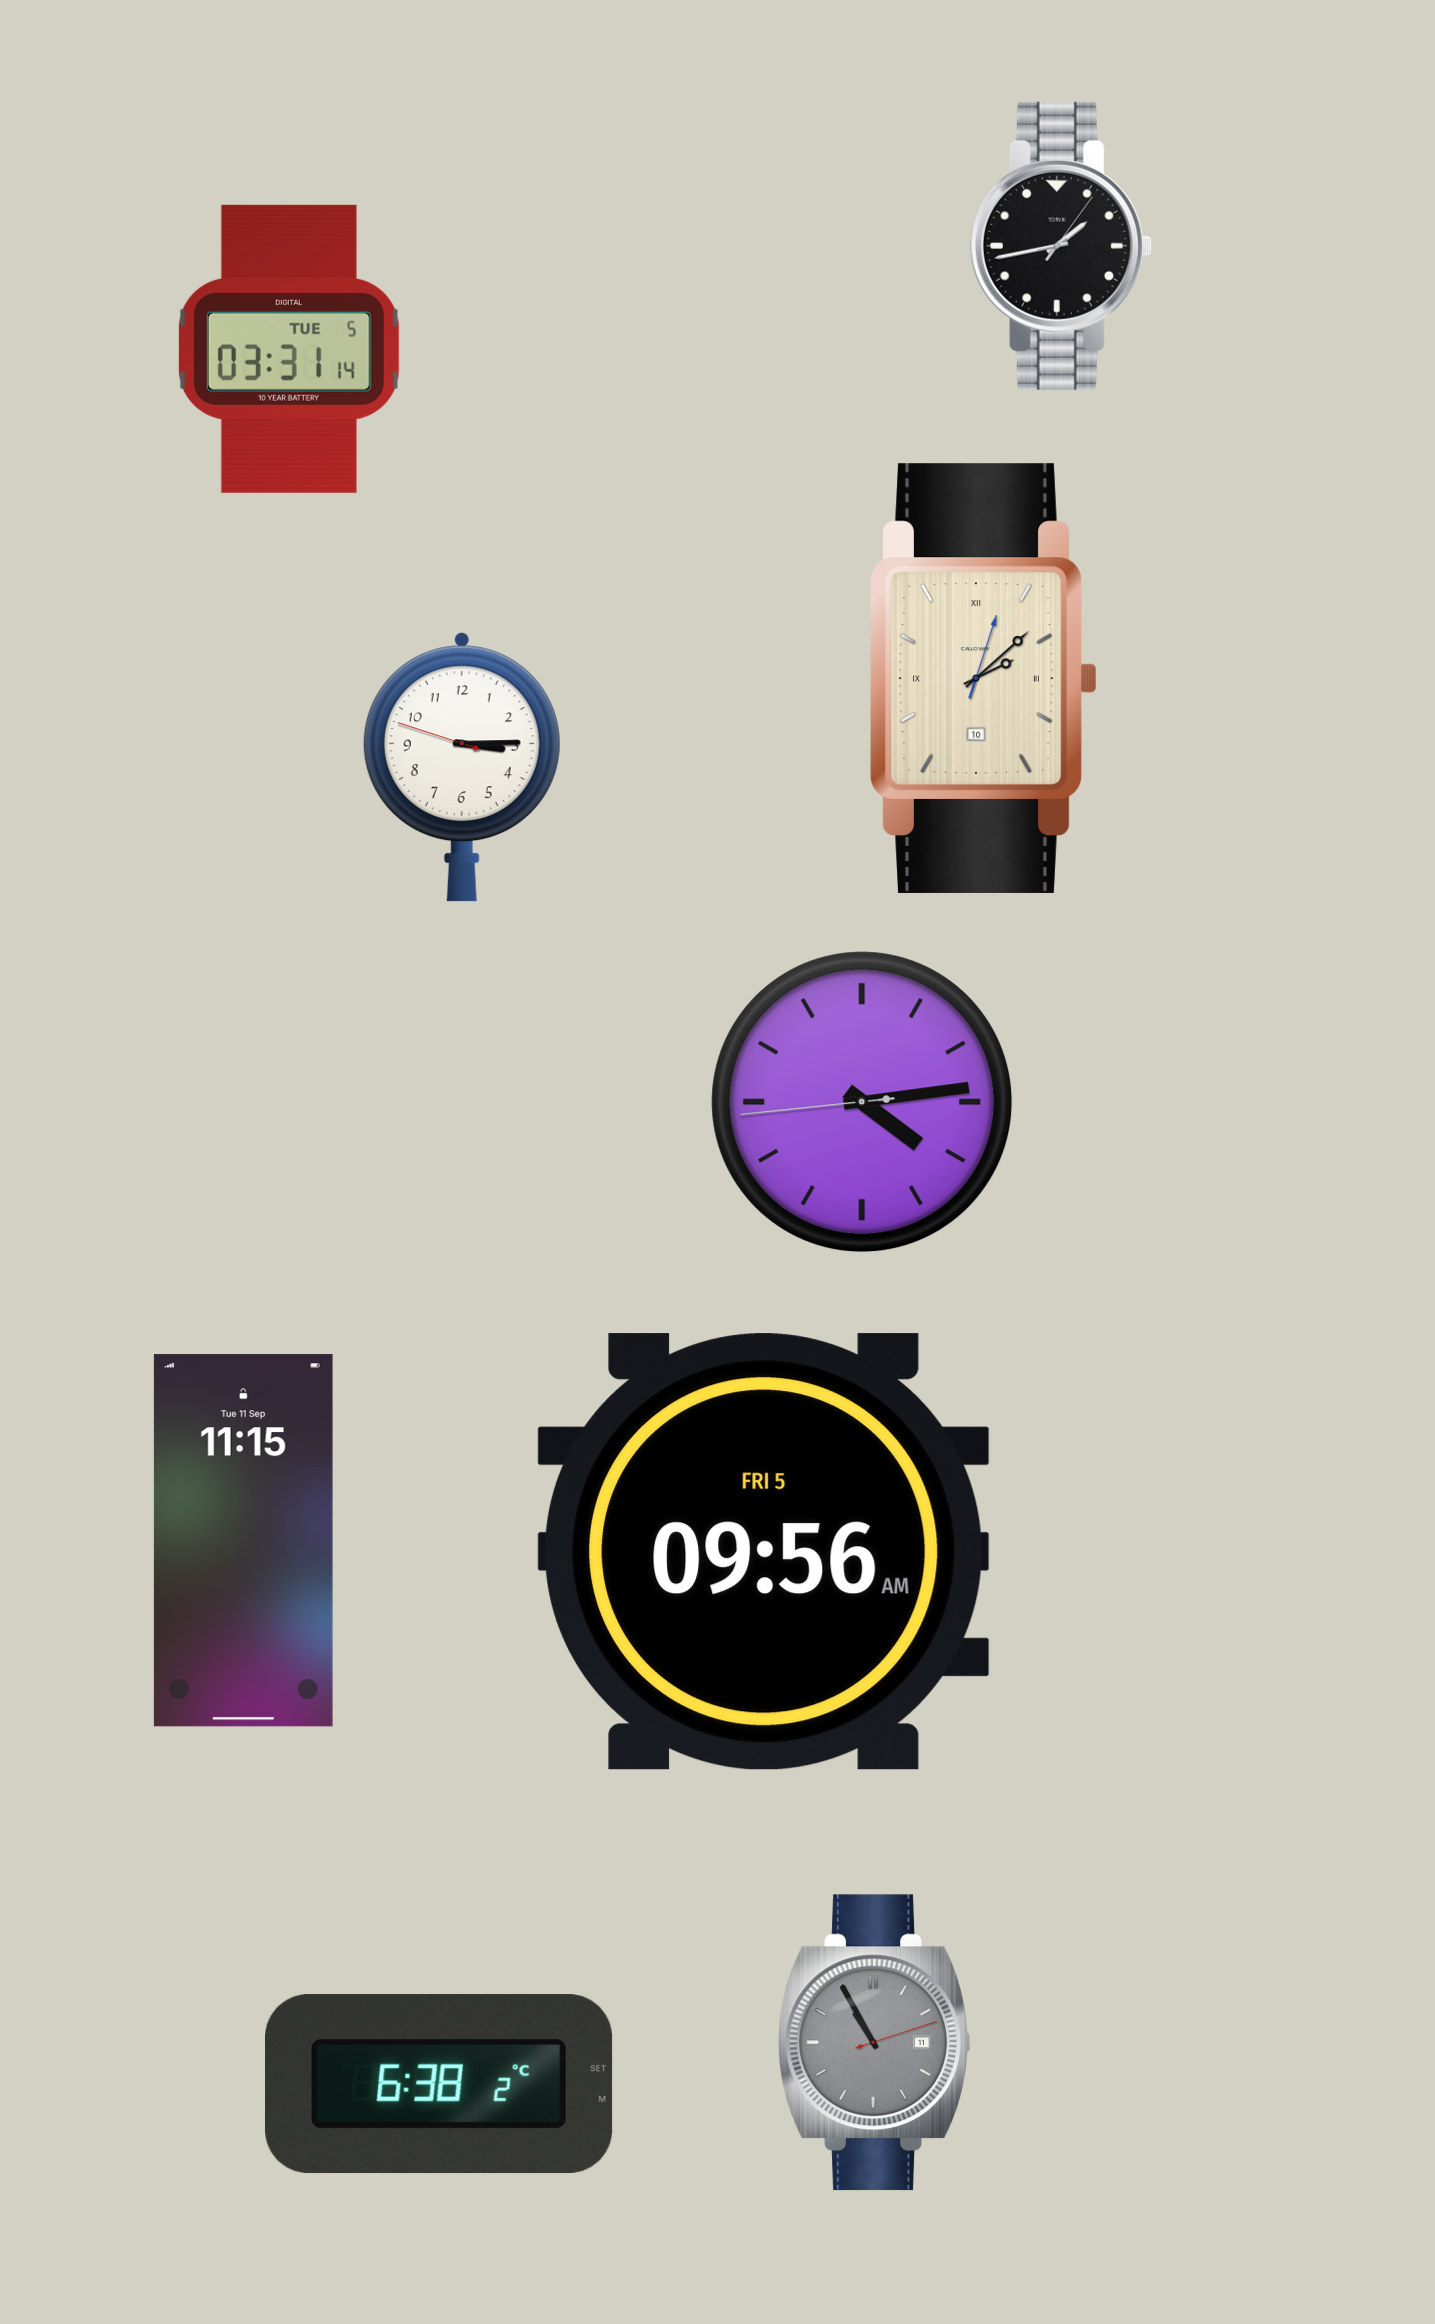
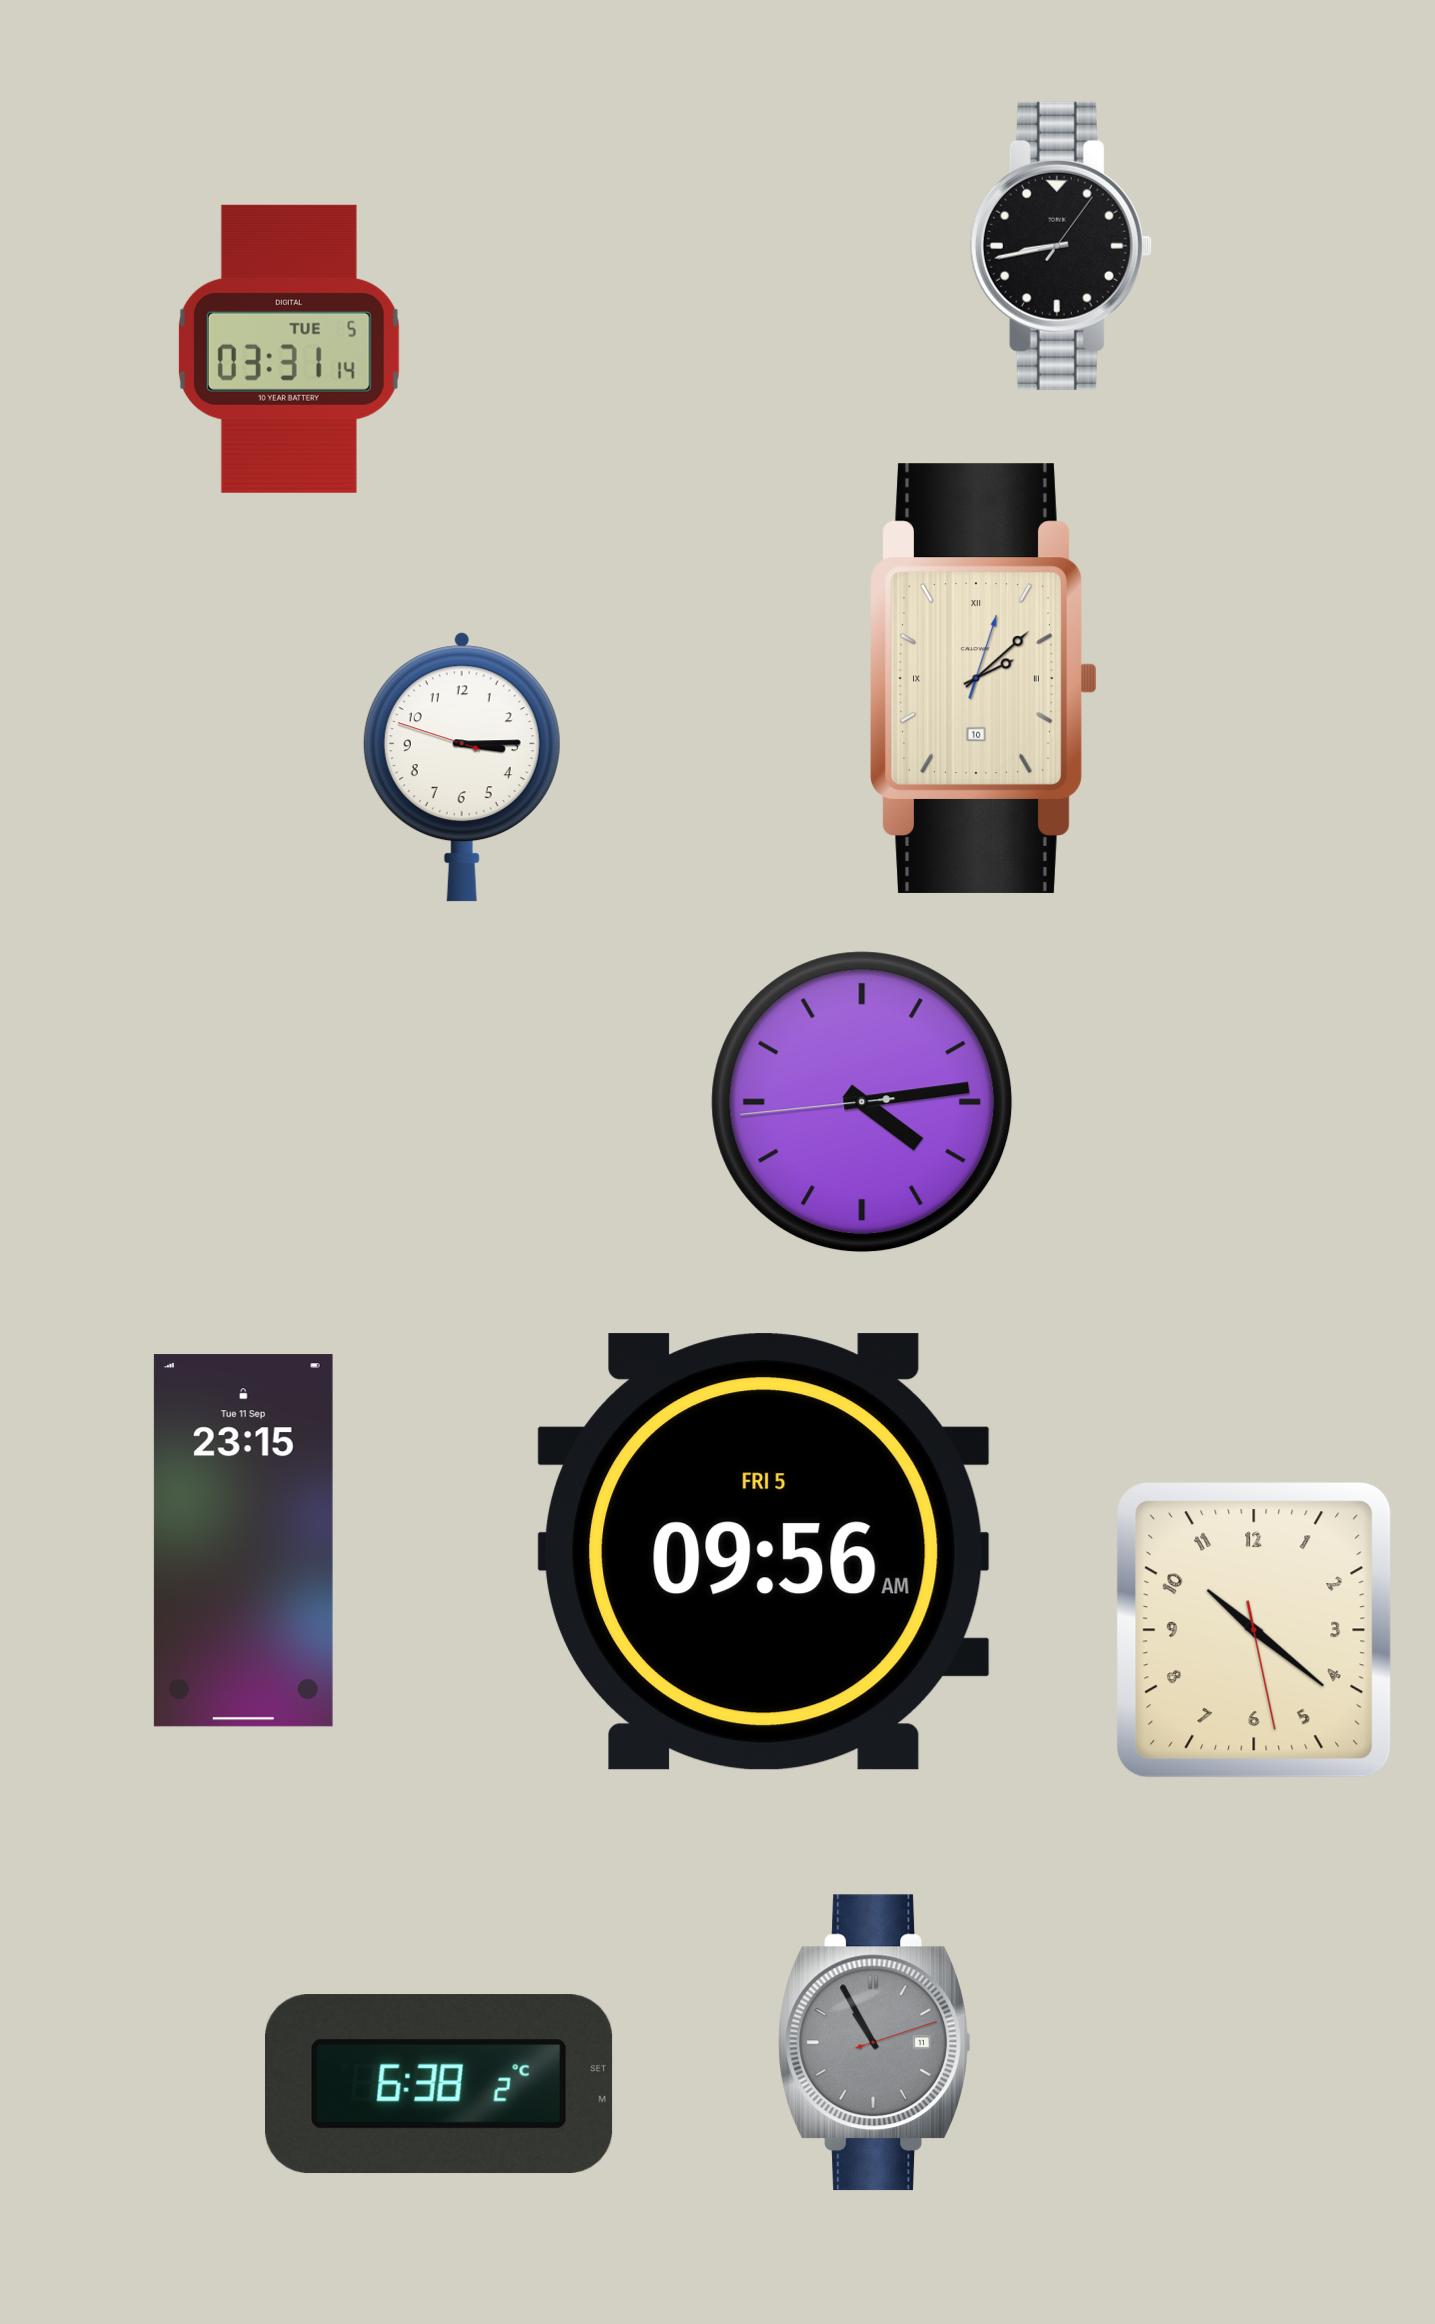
clock at (1061, 246): 1:43 -> 8:43
clock at (243, 1541): 11:15 -> 23:15
clock at (1254, 1630): none -> 10:21
